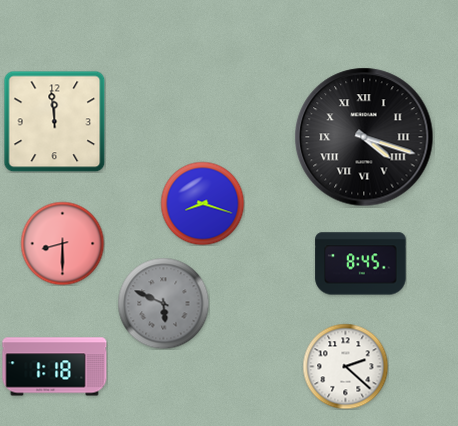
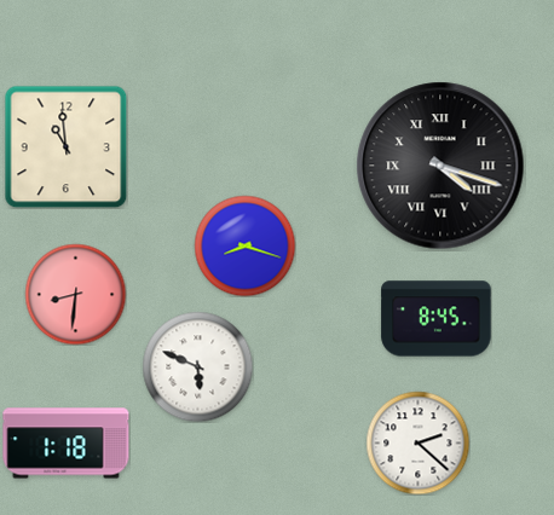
clock at (54, 121): 11:59 -> 10:59
clock at (62, 243): 8:30 -> 8:31
clock at (163, 303) dial: grey -> white
